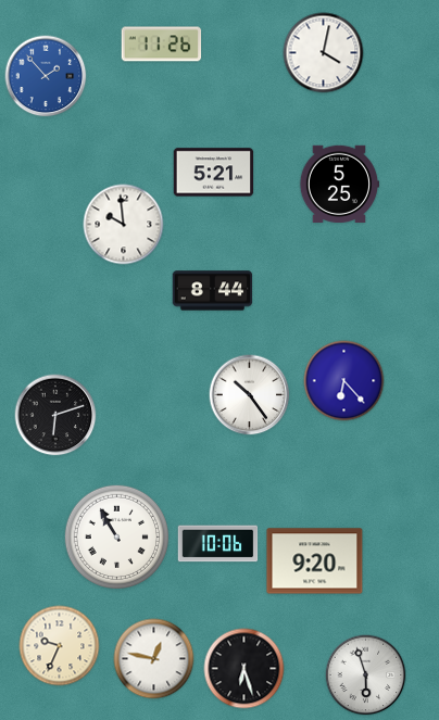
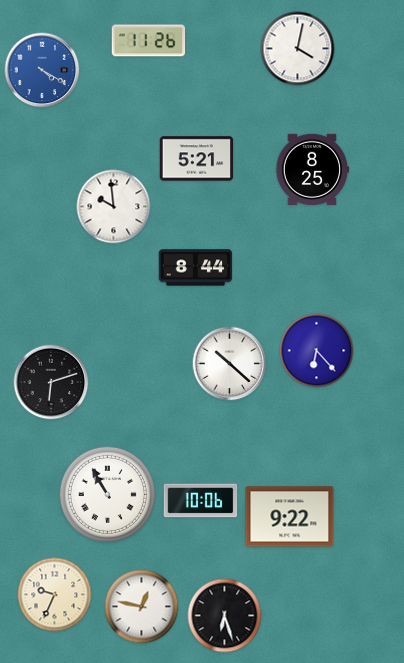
clock at (46, 76): 1:53 -> 4:20
clock at (339, 184): 5:25 -> 8:25
clock at (250, 395): 10:24 -> 10:22
clock at (315, 561): 9:20 -> 9:22
clock at (366, 675): 5:57 -> none
